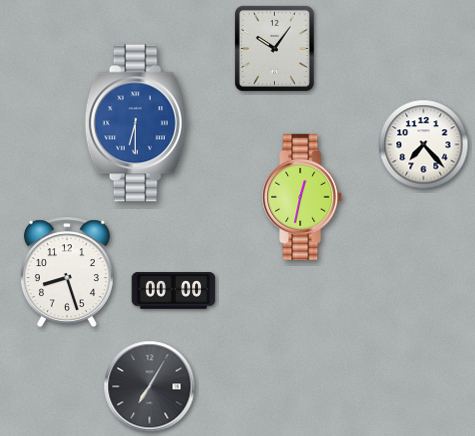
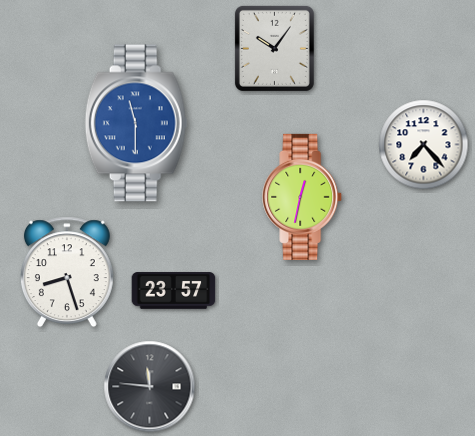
clock at (136, 123): 6:30 -> 11:30
clock at (174, 291): 00:00 -> 23:57
clock at (150, 387): 7:05 -> 11:46
